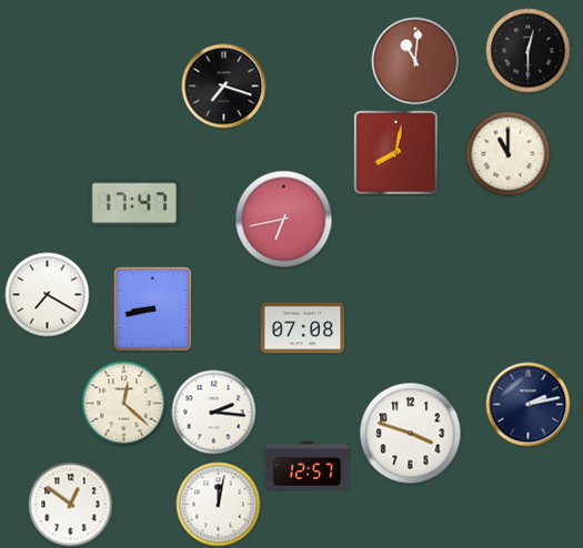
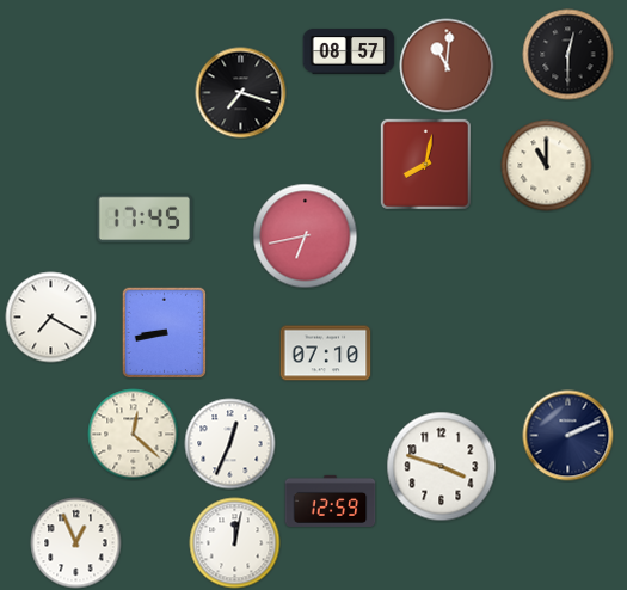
clock at (349, 51): none -> 08:57
clock at (134, 203): 17:47 -> 17:45
clock at (303, 328): 07:08 -> 07:10
clock at (529, 405): 2:13 -> 2:11
clock at (214, 413): 2:16 -> 12:34
clock at (308, 465): 12:57 -> 12:59
clock at (71, 505): 12:51 -> 12:56
